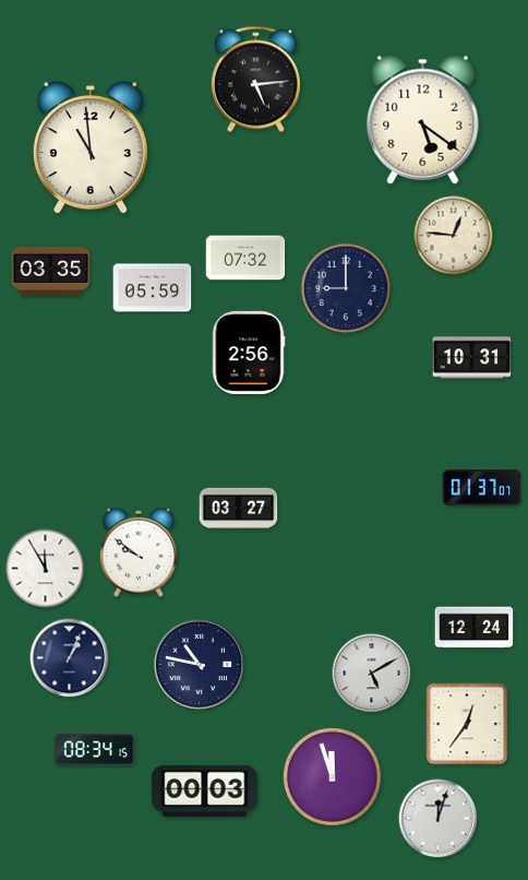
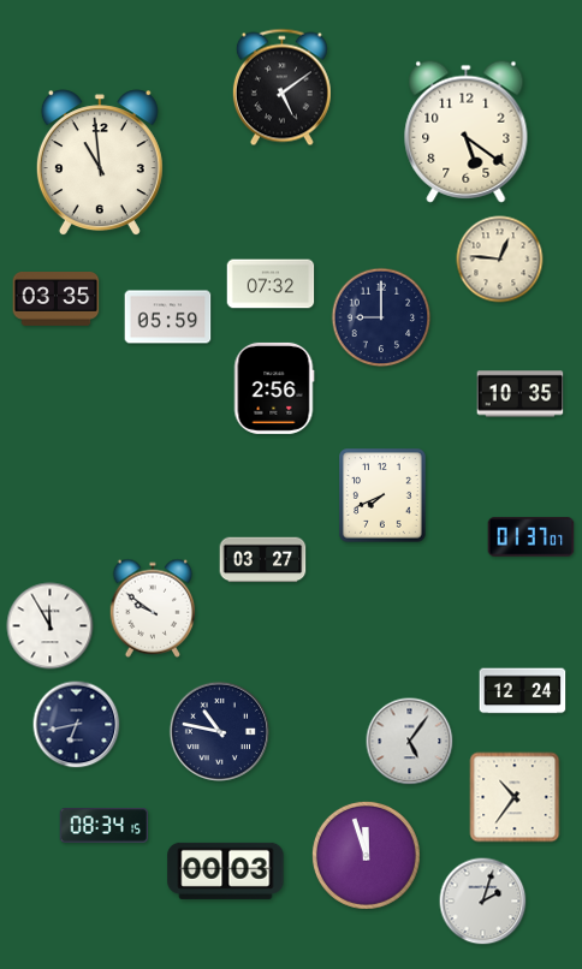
clock at (255, 80): 5:14 -> 5:09
clock at (472, 358): 10:31 -> 10:35
clock at (382, 495): none -> 7:41
clock at (70, 658): 1:04 -> 6:43
clock at (372, 674): 5:10 -> 5:06
clock at (467, 724): 12:36 -> 10:36
clock at (439, 819): 12:03 -> 2:03
